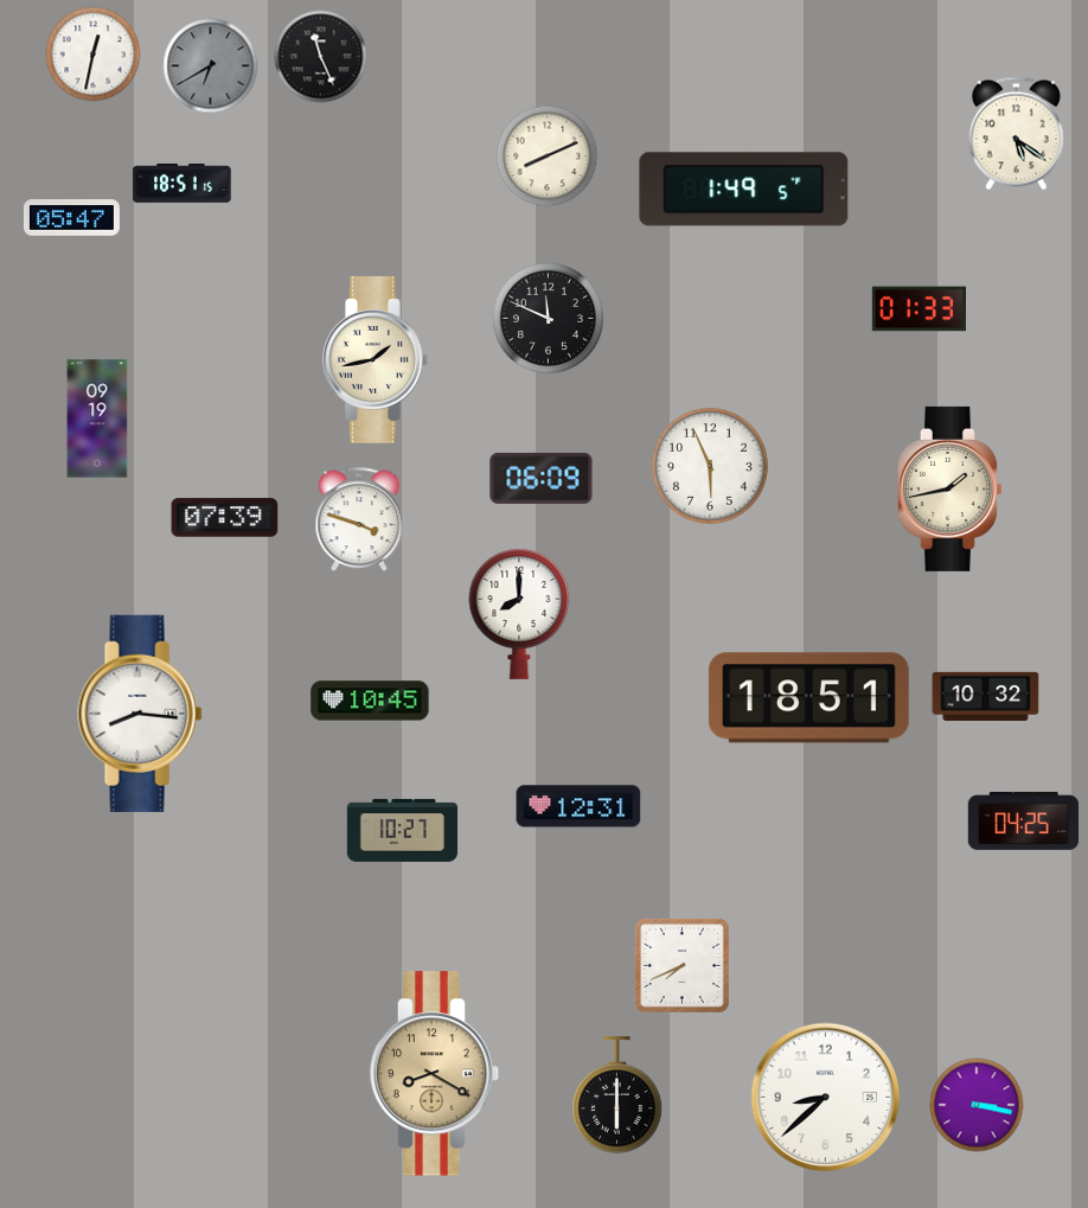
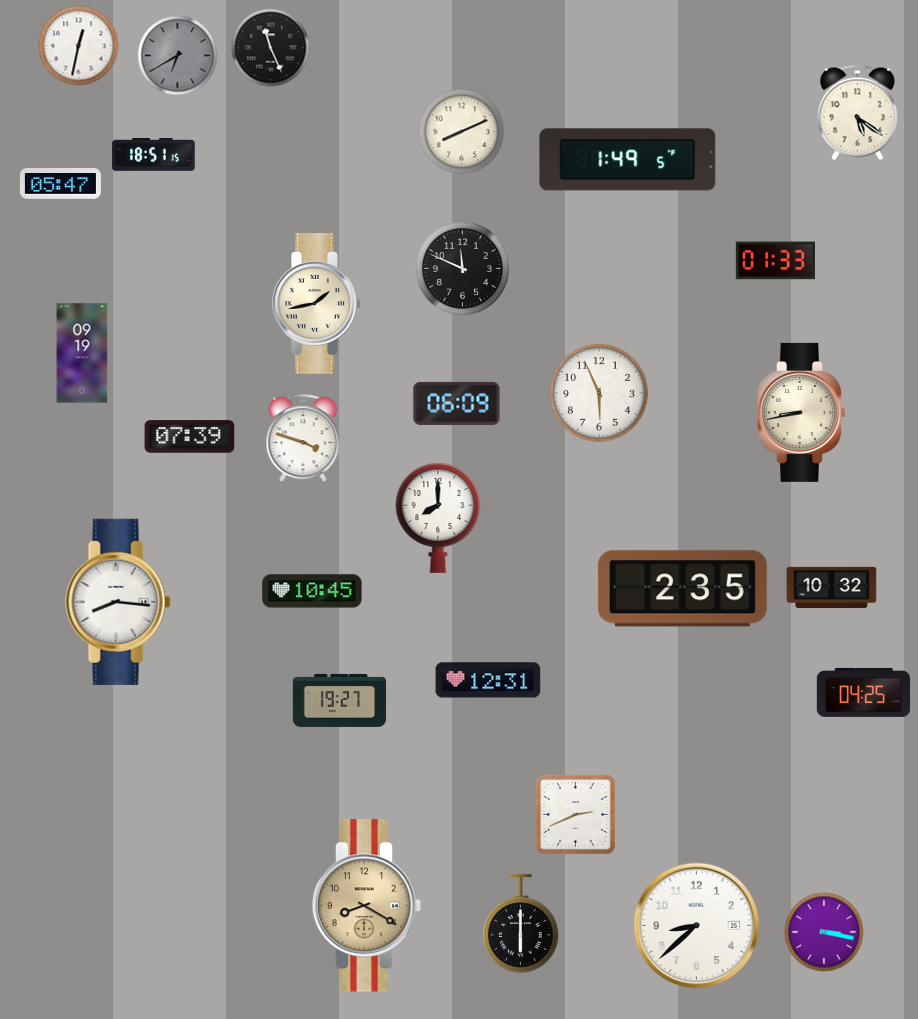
clock at (949, 488): 1:43 -> 8:43
clock at (808, 698): 18:51 -> 2:35
clock at (403, 830): 10:27 -> 19:27
clock at (681, 965): 7:41 -> 2:41
